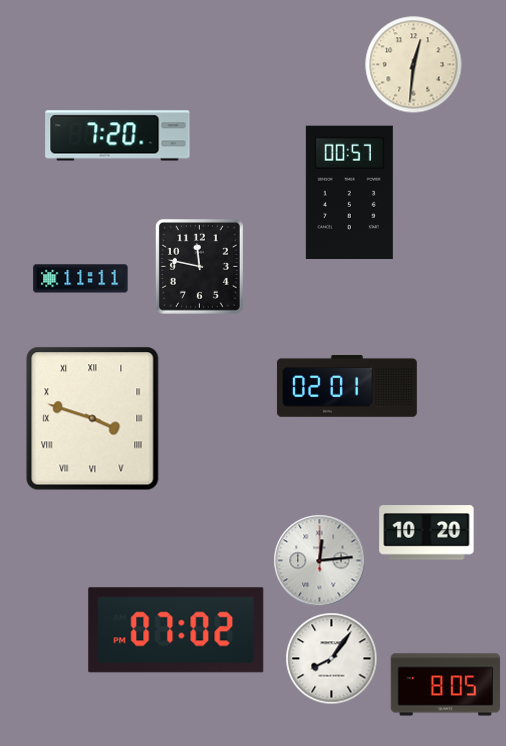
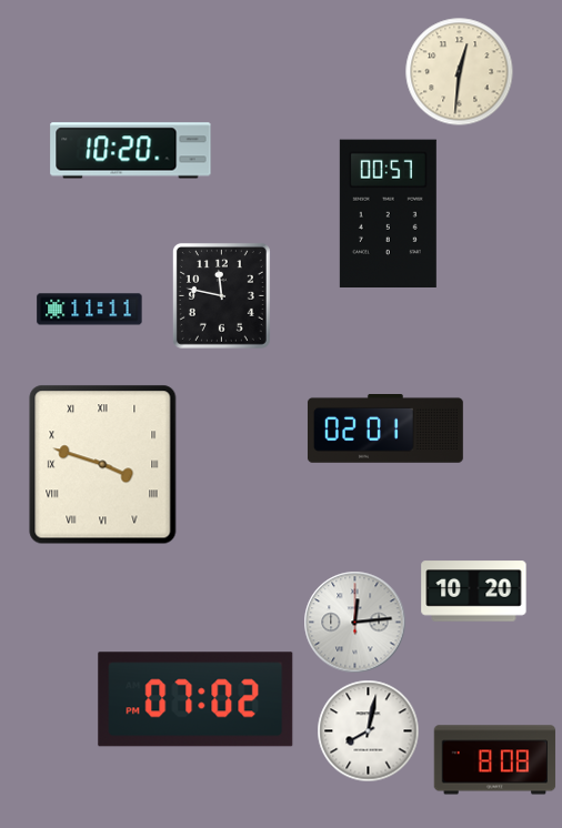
clock at (118, 136): 7:20 -> 10:20
clock at (332, 659): 8:06 -> 8:02
clock at (446, 685): 8:05 -> 8:08
